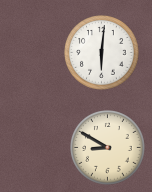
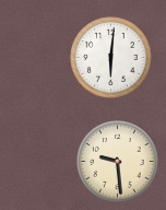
clock at (108, 148): 8:50 -> 9:29
